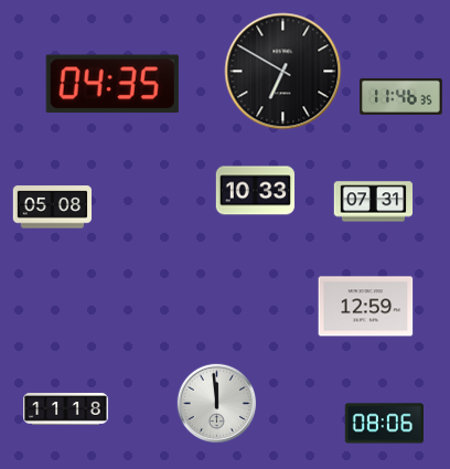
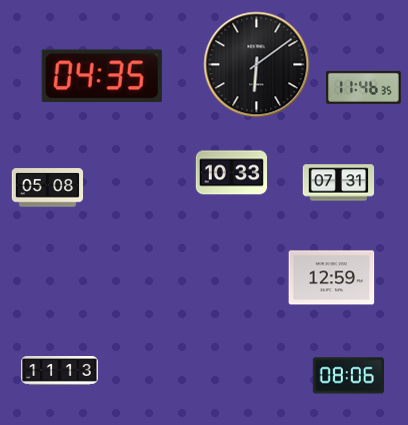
clock at (283, 72): 6:50 -> 6:09
clock at (217, 404): 11:59 -> none
clock at (66, 409): 11:18 -> 11:13
clock at (384, 424) position: (384, 424) -> (348, 376)
